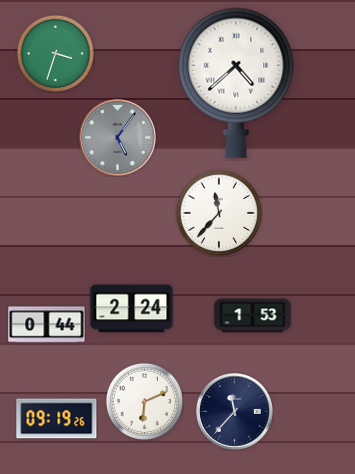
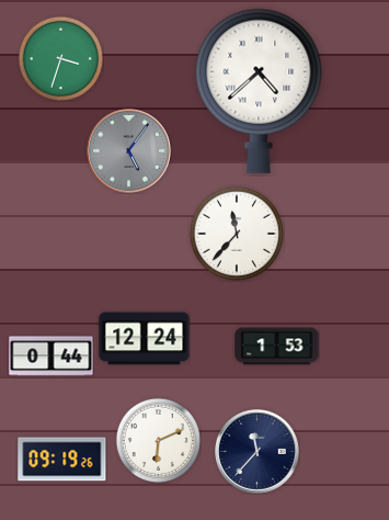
clock at (219, 213) position: (219, 213) -> (237, 234)
clock at (132, 309): 2:24 -> 12:24
